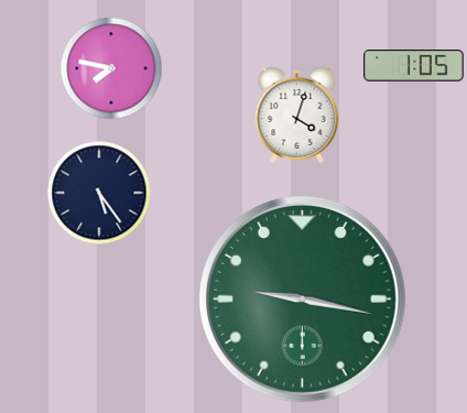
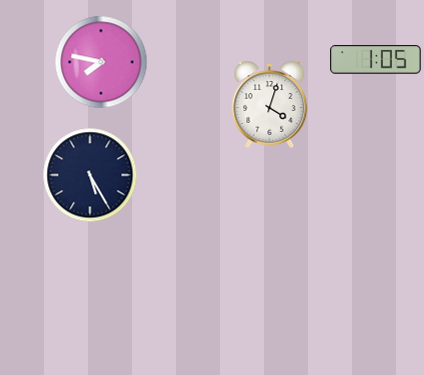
clock at (99, 193): 5:24 -> 5:25
clock at (302, 298): 9:17 -> none
